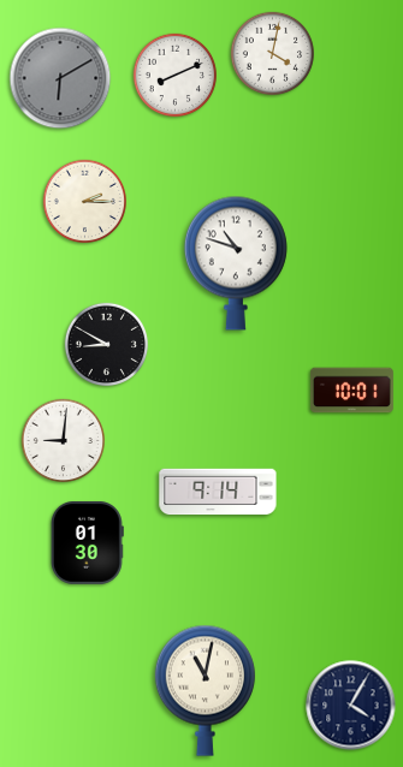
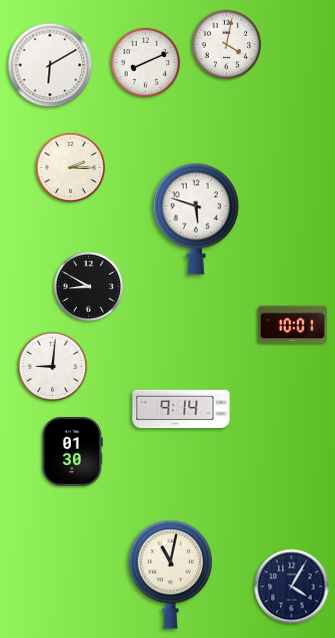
clock at (60, 78) dial: grey -> white
clock at (236, 263): 10:48 -> 5:48
